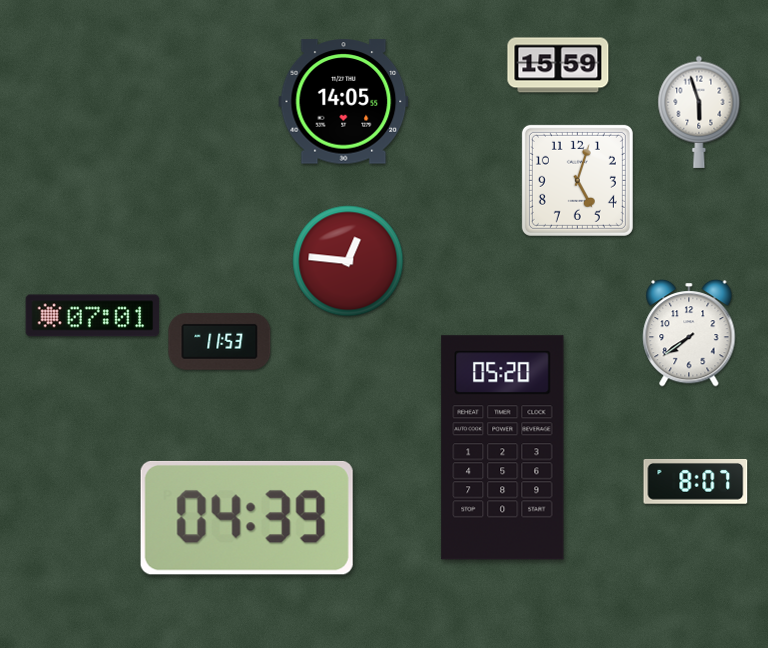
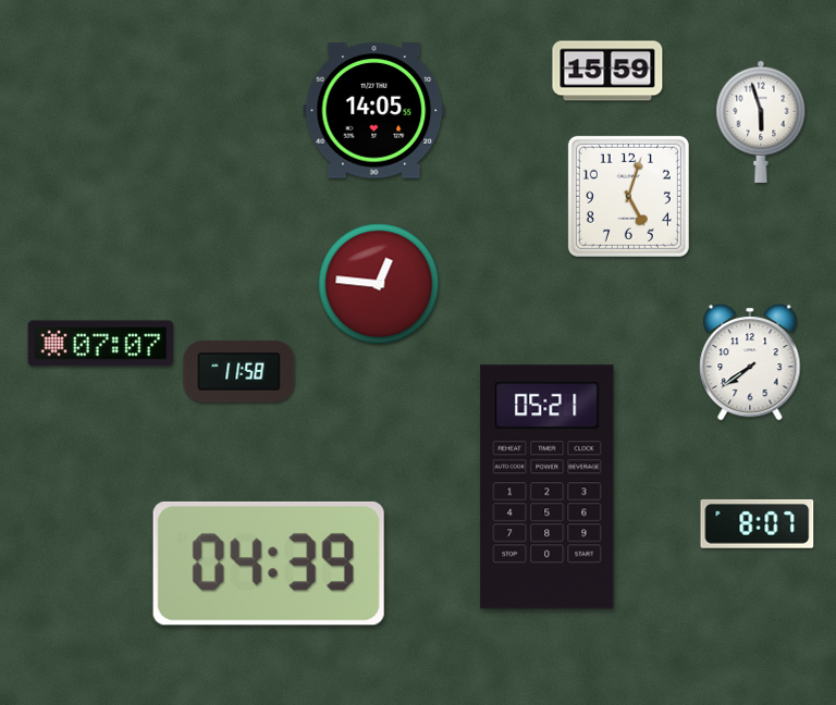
clock at (93, 316): 07:01 -> 07:07
clock at (220, 341): 11:53 -> 11:58
clock at (503, 448): 05:20 -> 05:21
